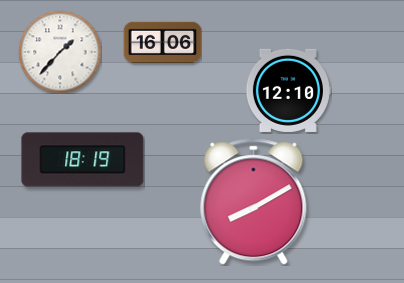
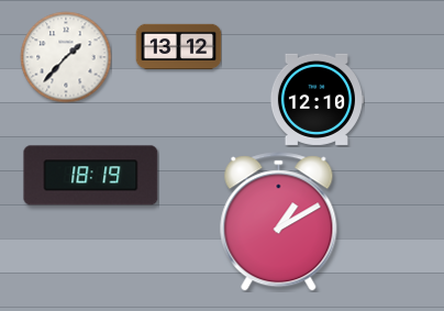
clock at (162, 43): 16:06 -> 13:12
clock at (254, 202): 8:10 -> 1:10
